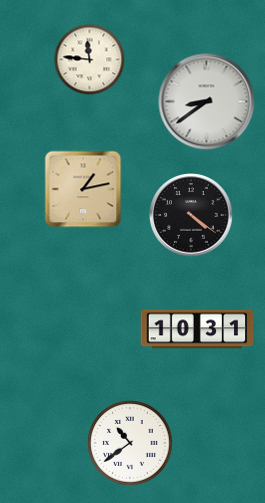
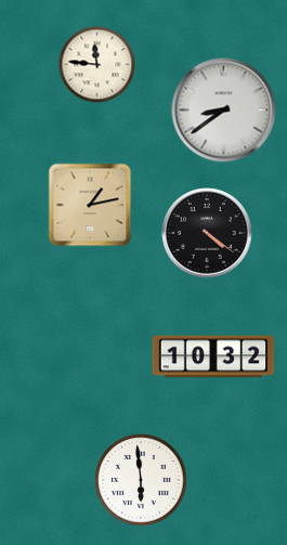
clock at (197, 329): 10:31 -> 10:32
clock at (130, 443): 10:39 -> 5:59
